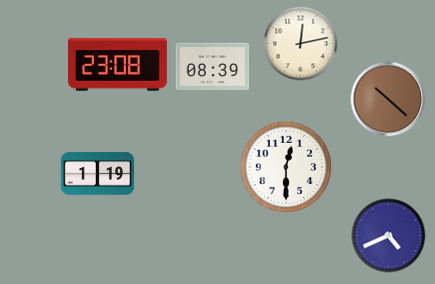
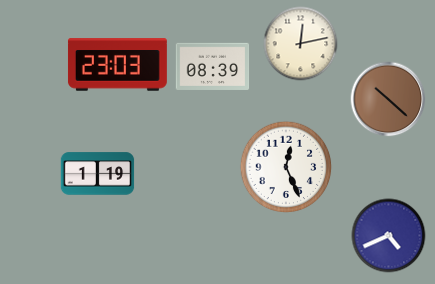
clock at (117, 65): 23:08 -> 23:03
clock at (286, 167): 12:30 -> 12:26
